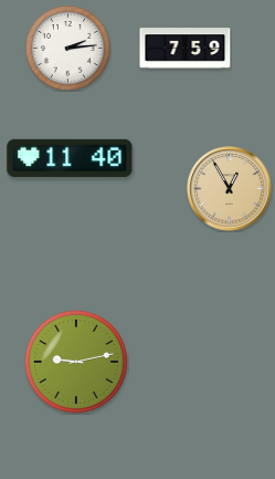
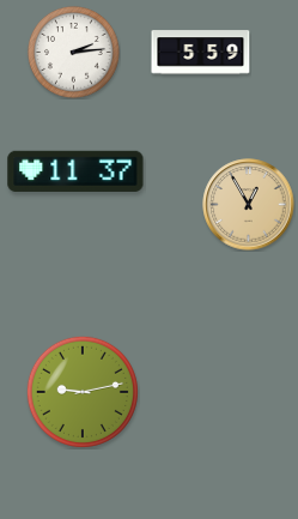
clock at (186, 49): 7:59 -> 5:59
clock at (70, 158): 11:40 -> 11:37
